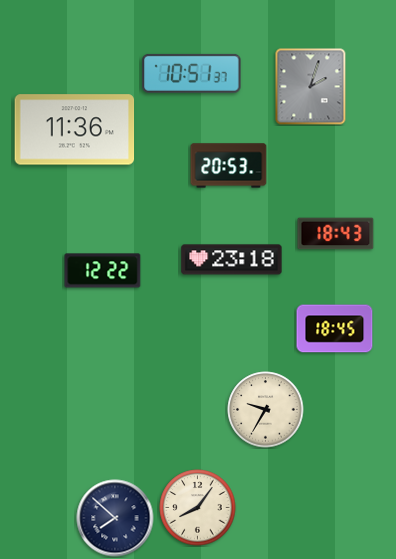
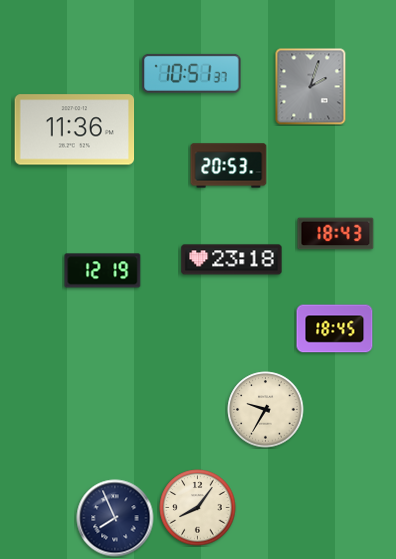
clock at (103, 271): 12:22 -> 12:19
clock at (115, 518): 7:52 -> 7:56
